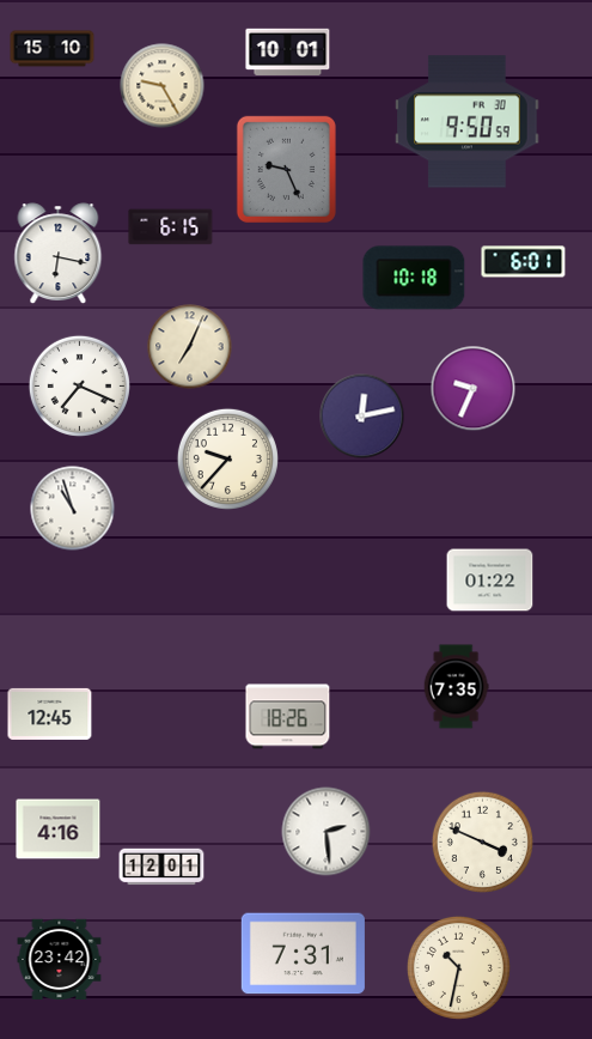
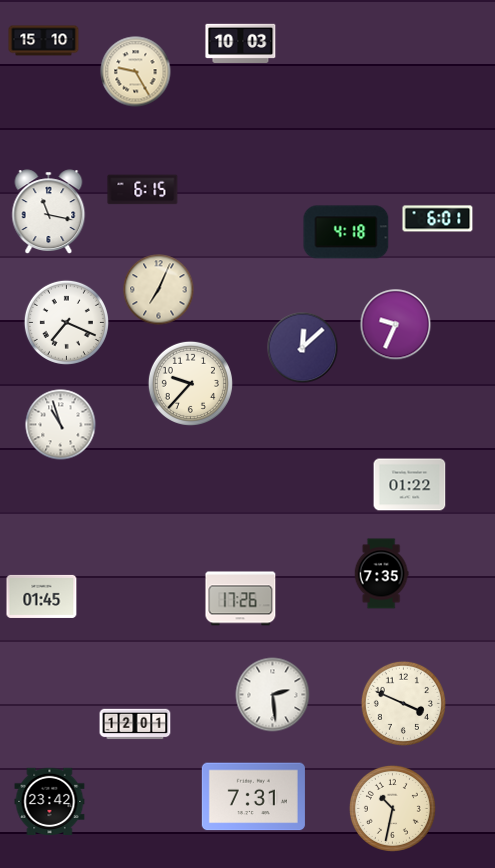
clock at (288, 51): 10:01 -> 10:03
clock at (468, 122): 9:50 -> none
clock at (286, 169): 9:26 -> none
clock at (59, 253): 6:17 -> 11:17
clock at (414, 278): 10:18 -> 4:18
clock at (362, 417): 12:13 -> 12:08
clock at (50, 713): 12:45 -> 01:45
clock at (288, 717): 18:26 -> 17:26
clock at (59, 830): 4:16 -> none
clock at (458, 967) position: (458, 967) -> (392, 808)
